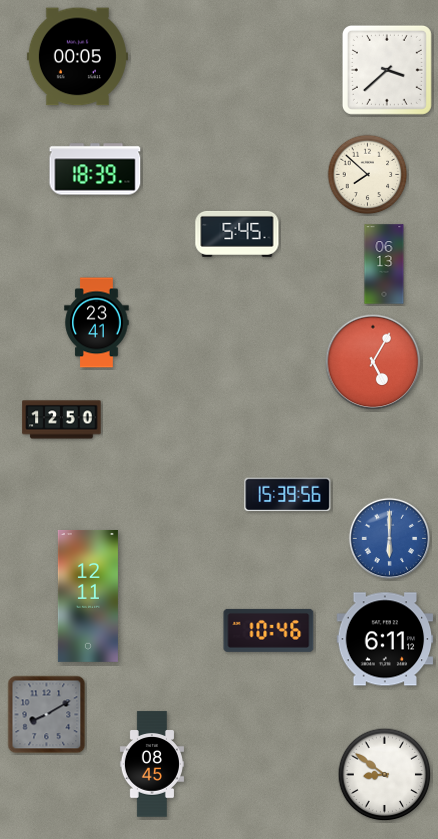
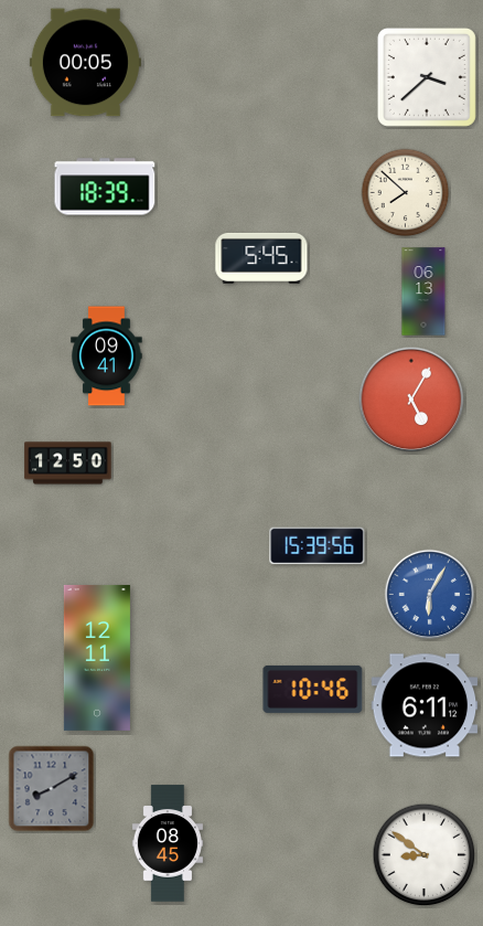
clock at (97, 323): 23:41 -> 09:41
clock at (390, 539): 6:00 -> 6:05
clock at (269, 630) position: (269, 630) -> (313, 689)
